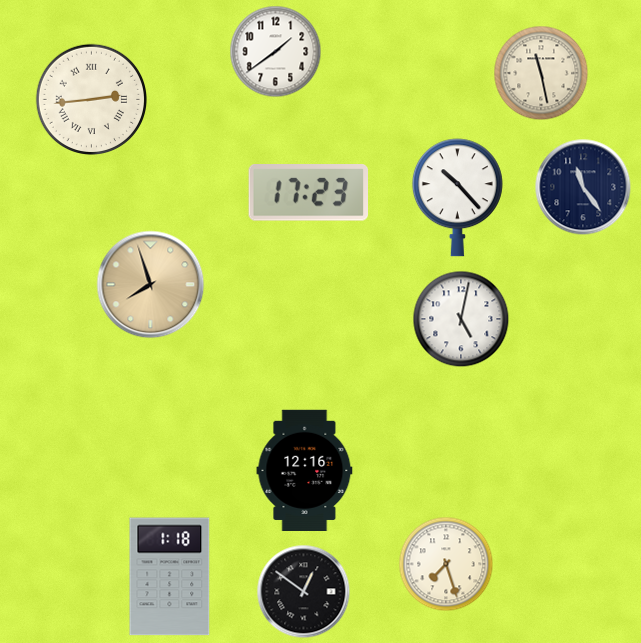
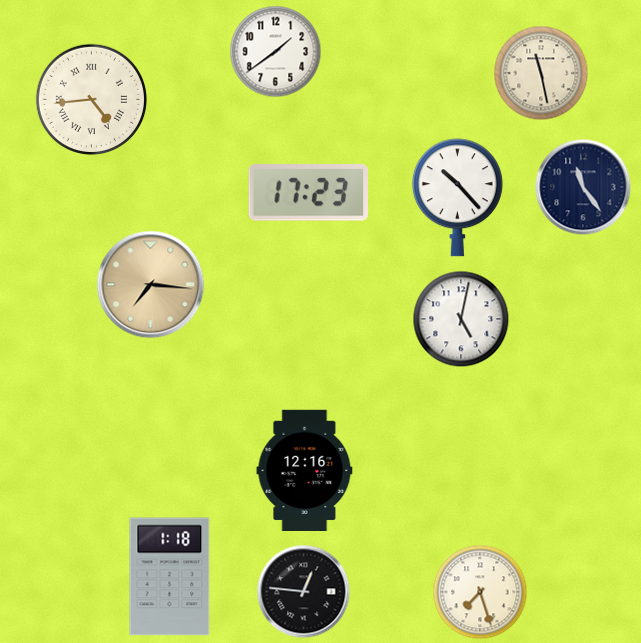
clock at (91, 99): 2:44 -> 4:44
clock at (151, 285): 7:57 -> 7:16
clock at (446, 564) position: (446, 564) -> (480, 592)
clock at (304, 592): 12:51 -> 12:46
